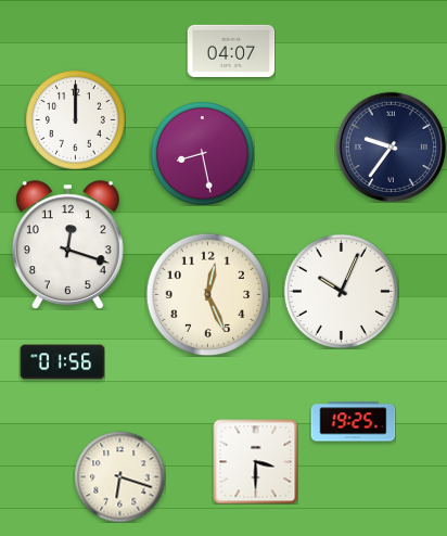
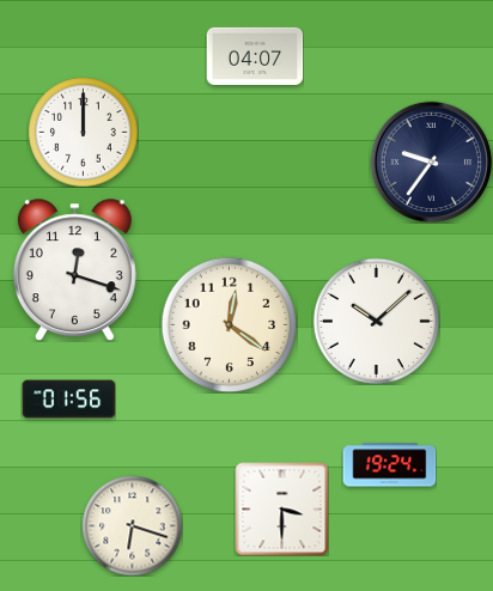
clock at (203, 154): 8:28 -> none
clock at (341, 291): 10:04 -> 10:08
clock at (207, 294): 12:26 -> 12:21
clock at (353, 422): 19:25 -> 19:24
